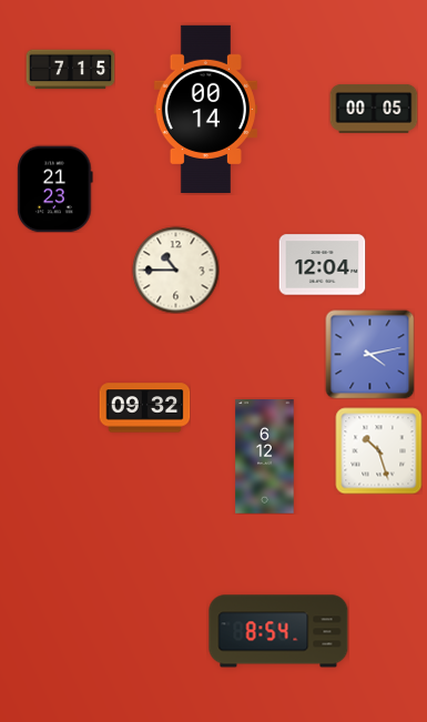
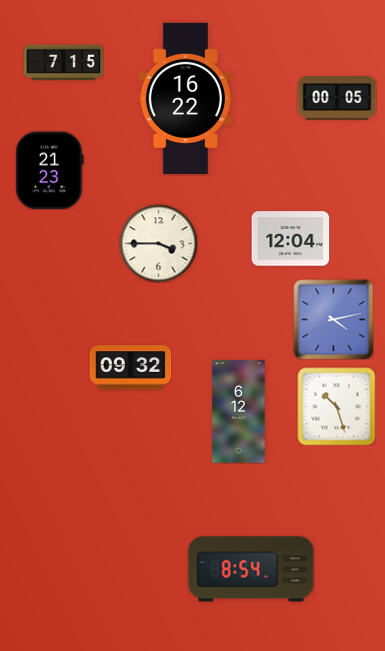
clock at (205, 109): 00:14 -> 16:22
clock at (175, 270): 10:45 -> 3:45
clock at (378, 450) position: (378, 450) -> (336, 406)
